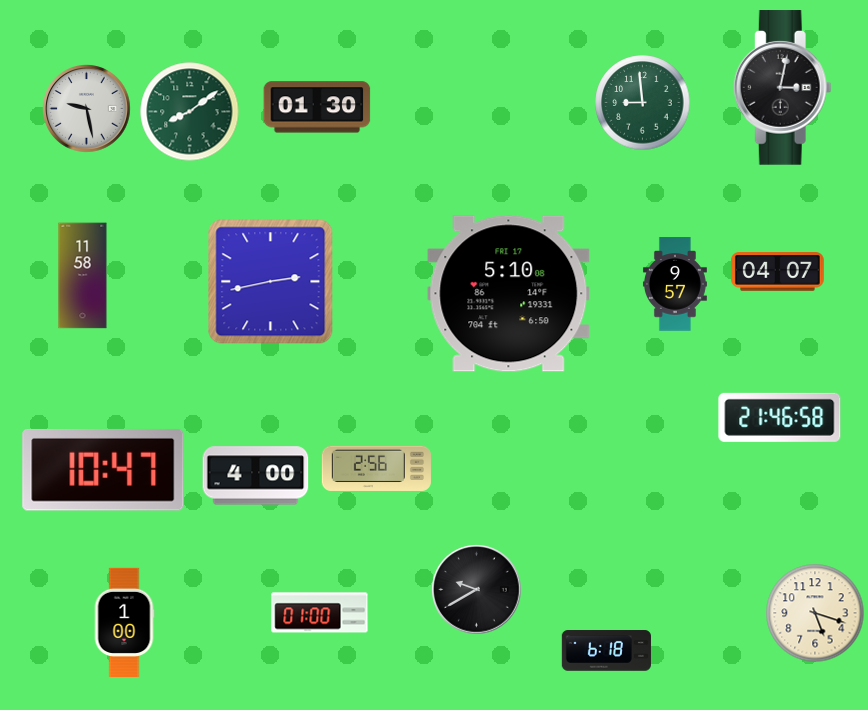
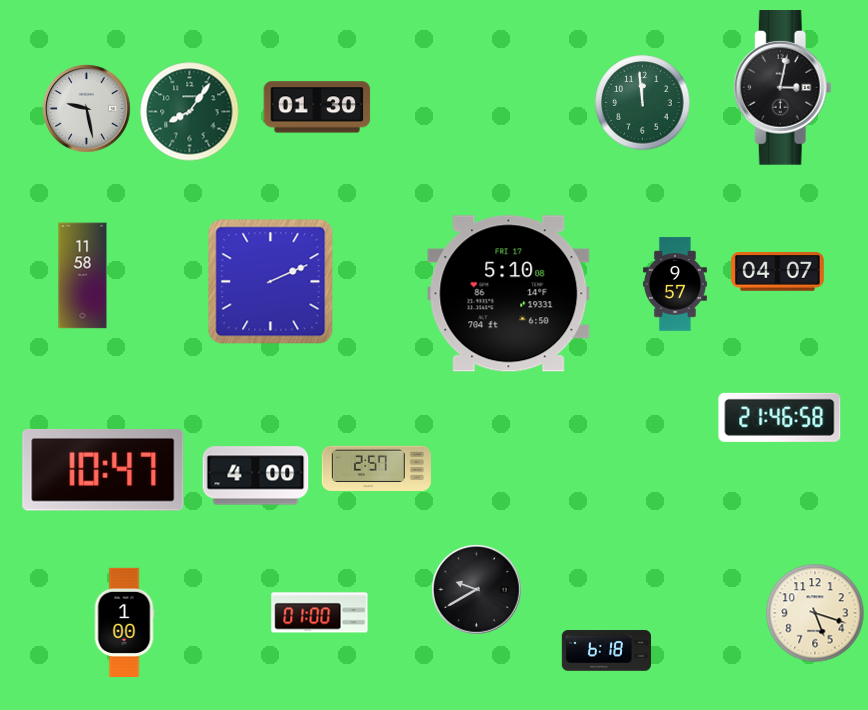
clock at (643, 103): 8:59 -> 11:59
clock at (190, 112): 8:09 -> 8:06
clock at (271, 282): 2:43 -> 2:11
clock at (376, 468): 2:56 -> 2:57
